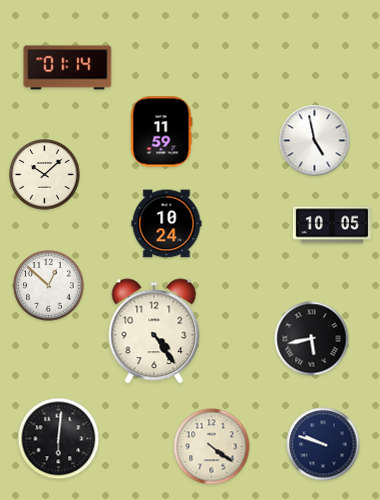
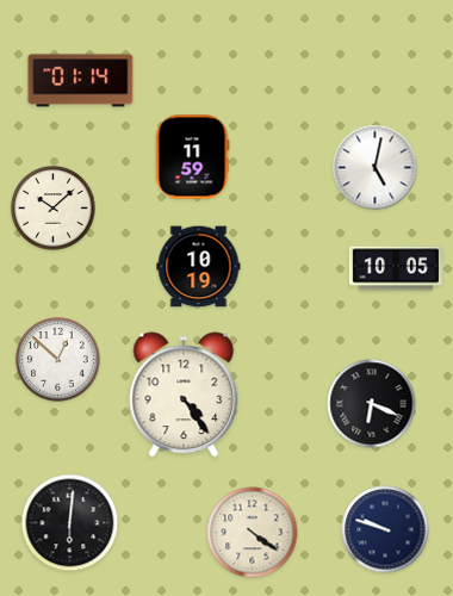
clock at (315, 141): 4:58 -> 5:02
clock at (167, 224): 10:24 -> 10:19
clock at (49, 286) position: (49, 286) -> (58, 360)
clock at (312, 339): 5:43 -> 6:19
